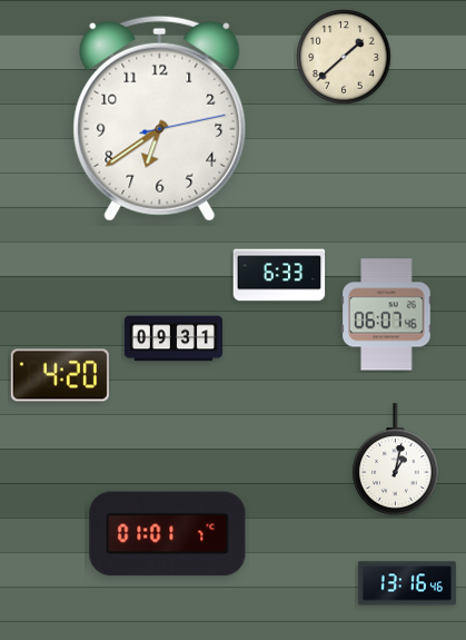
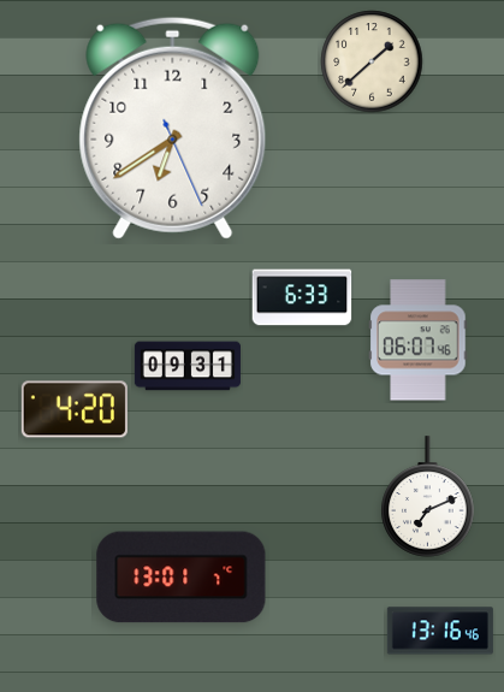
clock at (160, 118): 6:39:13 -> 6:39:26
clock at (60, 375) position: (60, 375) -> (75, 409)
clock at (396, 460): 1:02 -> 7:11
clock at (168, 534): 01:01 -> 13:01
